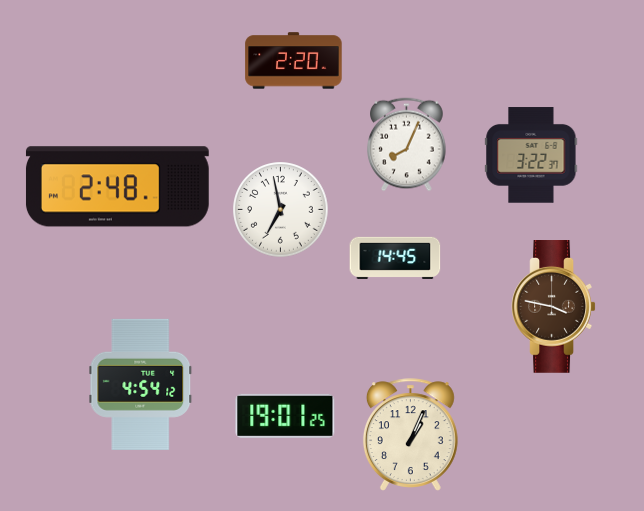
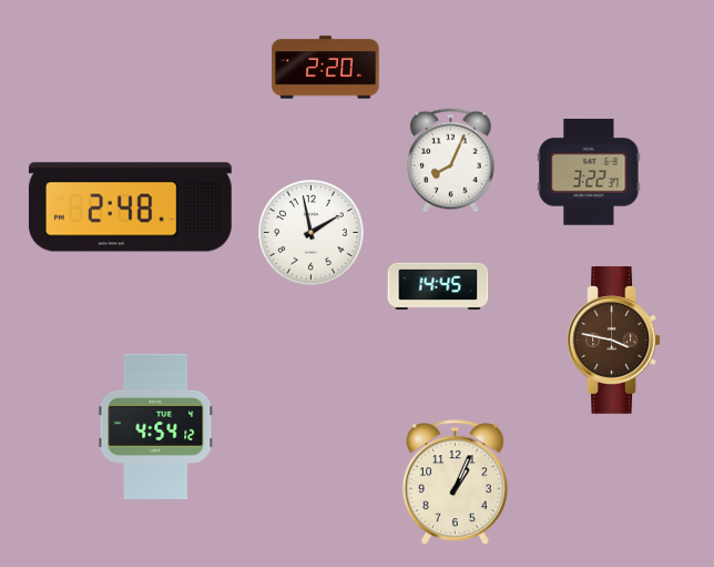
clock at (281, 210): 6:58 -> 1:58
clock at (285, 416): 19:01 -> none
